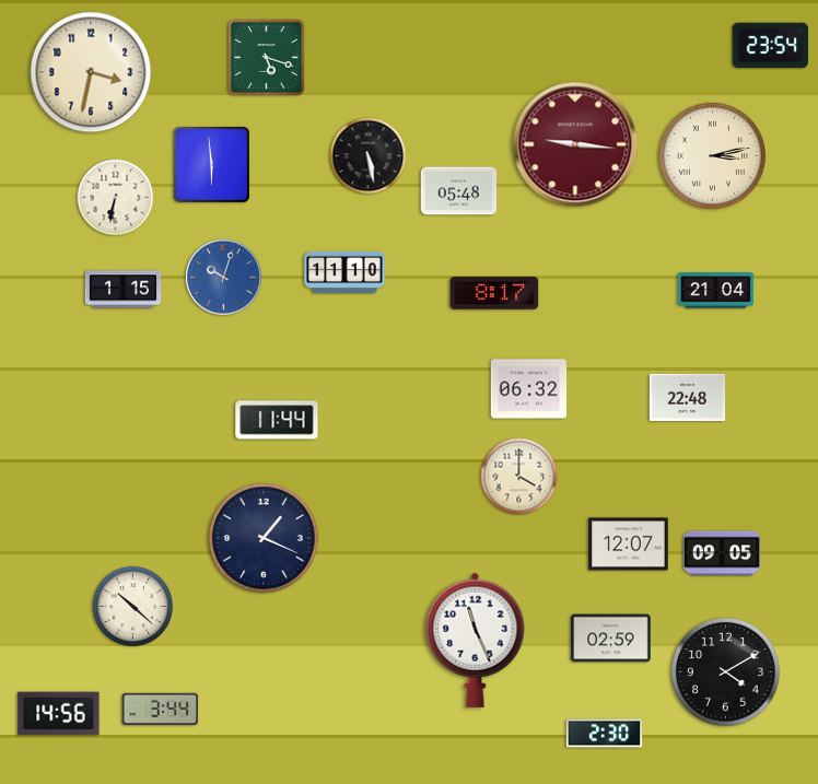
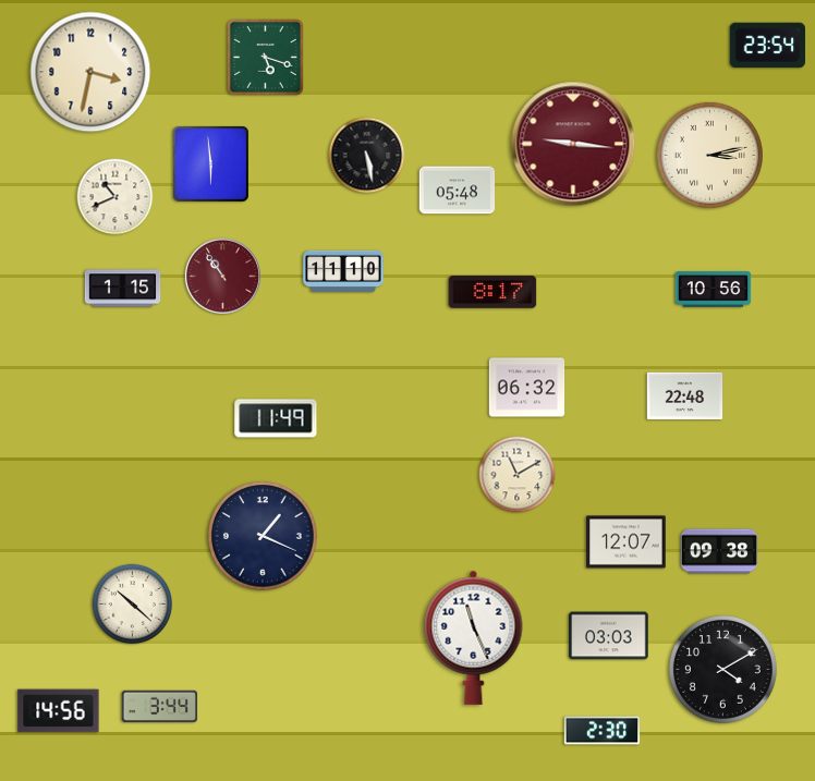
clock at (116, 198): 6:32 -> 10:41
clock at (223, 277): 10:03 -> 10:54
clock at (223, 277) dial: blue -> burgundy
clock at (716, 291): 21:04 -> 10:56
clock at (277, 420): 11:44 -> 11:49
clock at (519, 477): 4:00 -> 11:10
clock at (722, 553): 09:05 -> 09:38
clock at (611, 639): 02:59 -> 03:03
